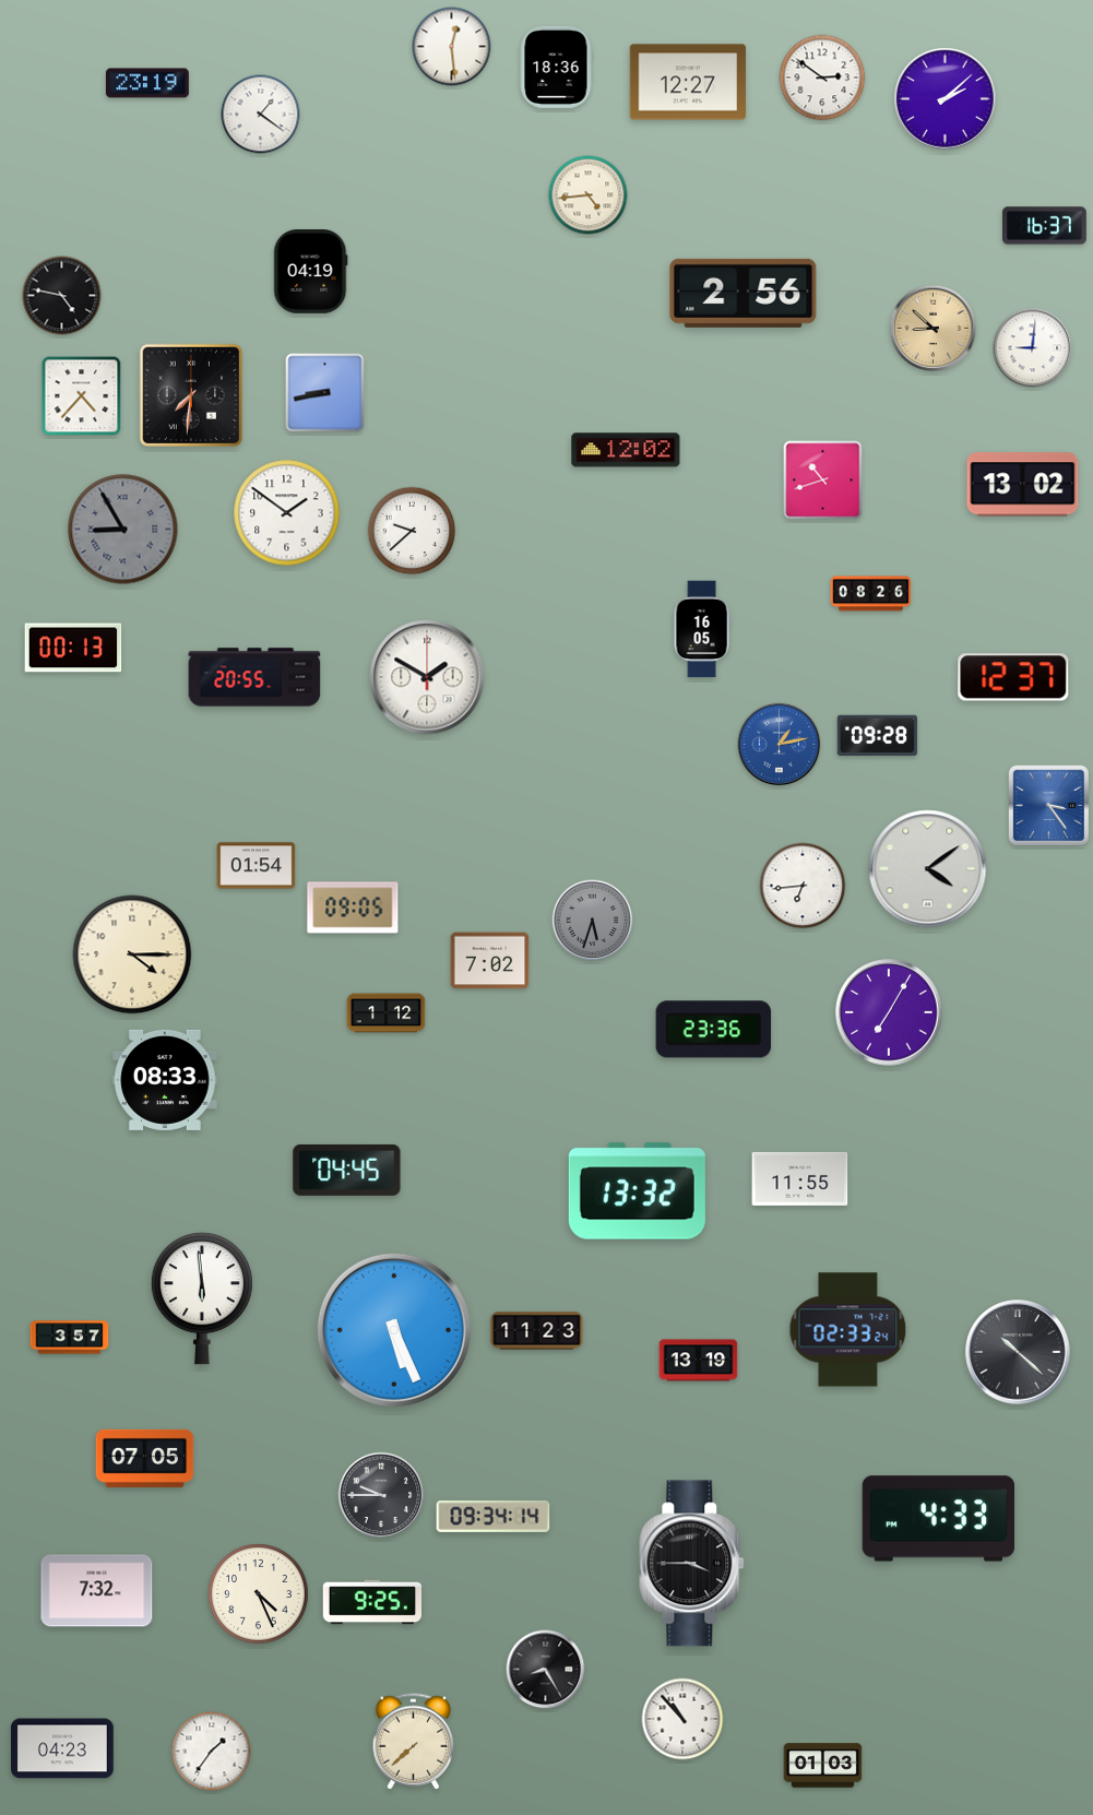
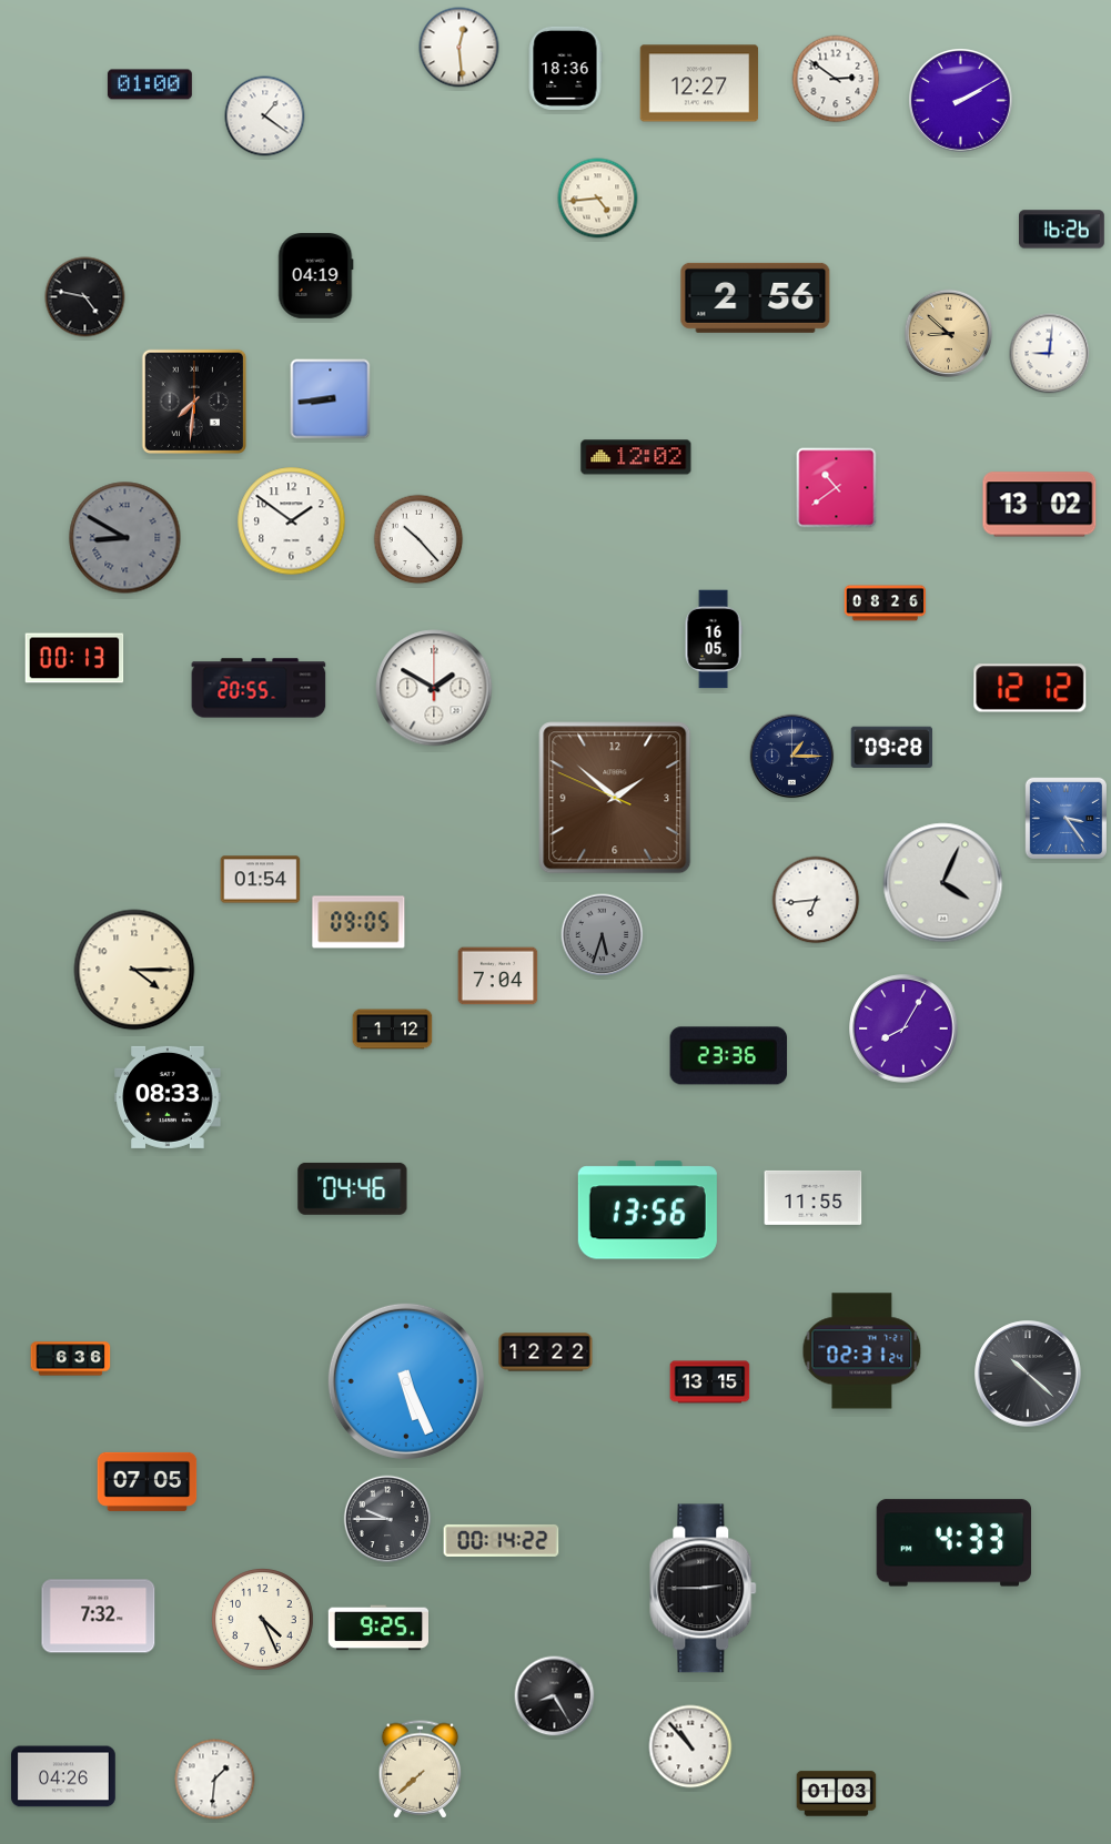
clock at (147, 83): 23:19 -> 01:00
clock at (946, 99): 2:08 -> 2:10
clock at (1045, 226): 16:37 -> 16:26
clock at (62, 296) position: (62, 296) -> (85, 297)
clock at (325, 393): 8:43 -> 8:44
clock at (82, 396): 4:37 -> none
clock at (823, 481): 10:42 -> 10:39
clock at (1023, 485) position: (1023, 485) -> (1040, 505)
clock at (123, 530): 8:55 -> 8:50
clock at (412, 531): 9:38 -> 10:23
clock at (1013, 677): 12:37 -> 12:12
clock at (780, 745): 1:13 -> 1:15
clock at (780, 745) dial: blue -> navy
clock at (615, 798): none -> 1:51
clock at (928, 869): 4:09 -> 4:04
clock at (490, 961): 7:02 -> 7:04
clock at (889, 1012): 7:05 -> 8:05
clock at (714, 1030) position: (714, 1030) -> (729, 1056)
clock at (347, 1170): 04:45 -> 04:46
clock at (637, 1191): 13:32 -> 13:56
clock at (202, 1298): 5:59 -> none
clock at (394, 1330) position: (394, 1330) -> (406, 1381)
clock at (848, 1330): 02:33 -> 02:31
clock at (537, 1331): 11:23 -> 12:22
clock at (70, 1338): 3:57 -> 6:36
clock at (1018, 1352) position: (1018, 1352) -> (1028, 1374)
clock at (699, 1361): 13:19 -> 13:15
clock at (494, 1516): 09:34 -> 00:14
clock at (692, 1564): 3:45 -> 2:45
clock at (682, 1719) position: (682, 1719) -> (690, 1746)
clock at (63, 1748): 04:23 -> 04:26
clock at (212, 1752): 1:36 -> 1:31
